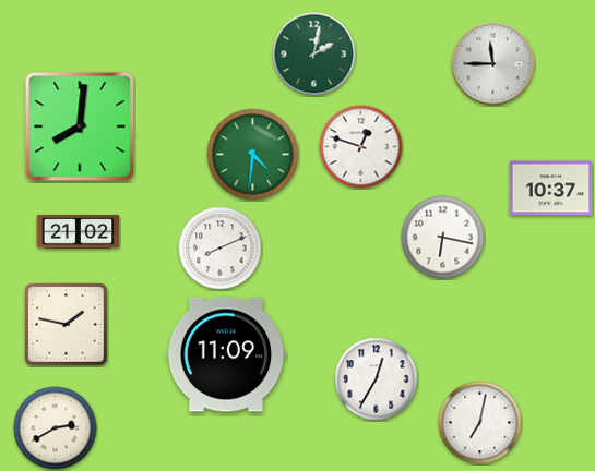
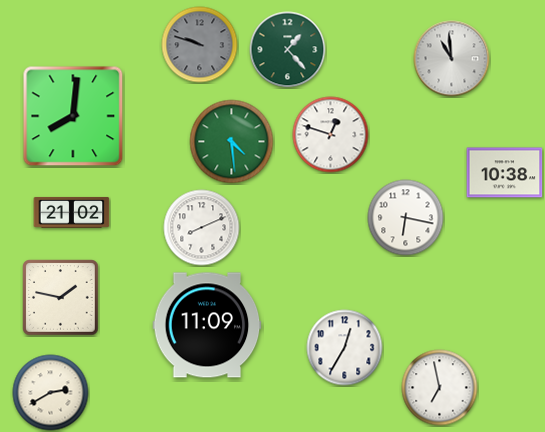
clock at (200, 45): none -> 9:48
clock at (314, 55): 2:02 -> 1:23
clock at (493, 64): 11:45 -> 10:59
clock at (253, 155): 4:31 -> 4:29
clock at (551, 189): 10:37 -> 10:38
clock at (480, 423): 7:02 -> 6:58
